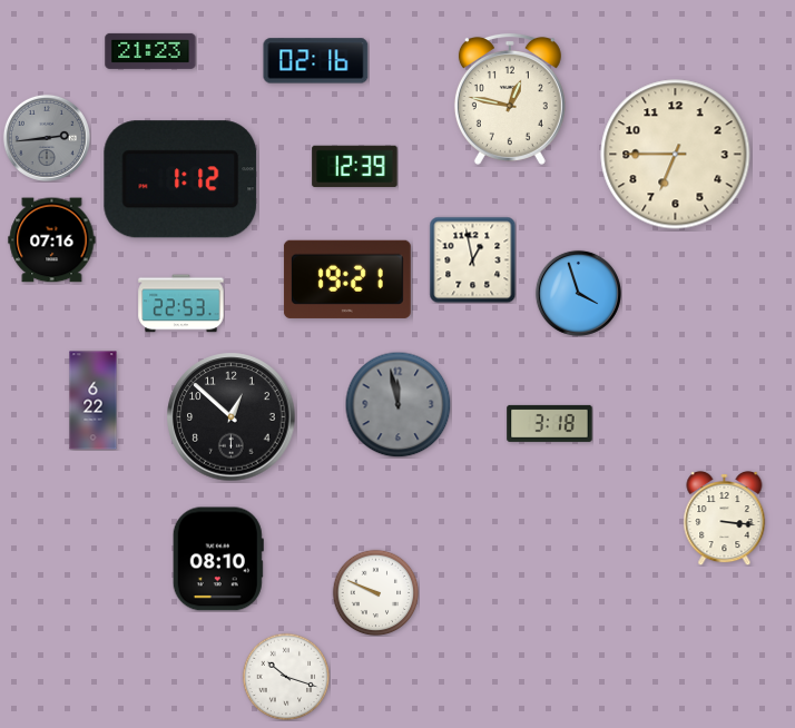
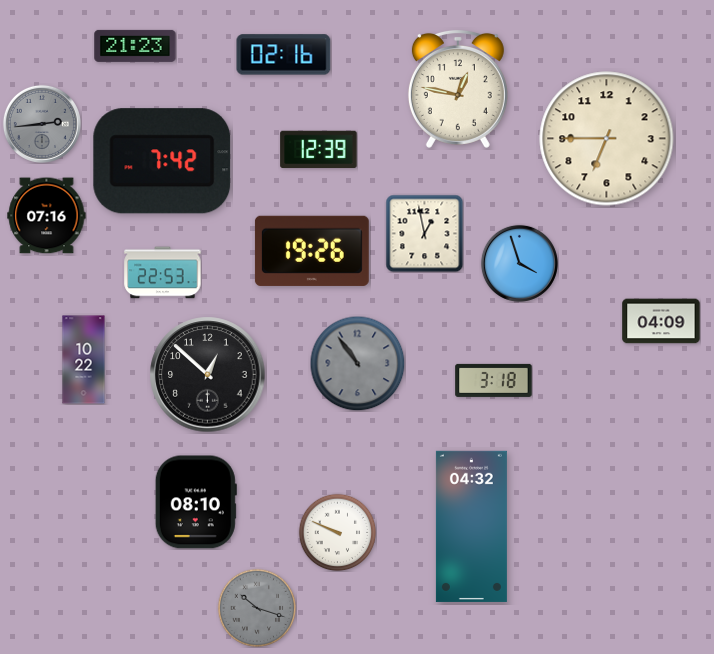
clock at (180, 179): 1:12 -> 7:42
clock at (347, 279): 19:21 -> 19:26
clock at (661, 321): none -> 04:09
clock at (94, 401): 6:22 -> 10:22
clock at (397, 404): 11:58 -> 10:54
clock at (725, 518): 3:16 -> none
clock at (471, 526): none -> 04:32
clock at (286, 677) dial: white -> grey
